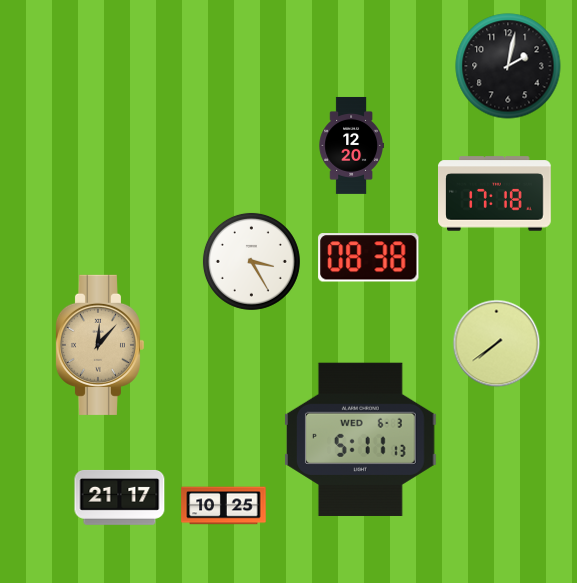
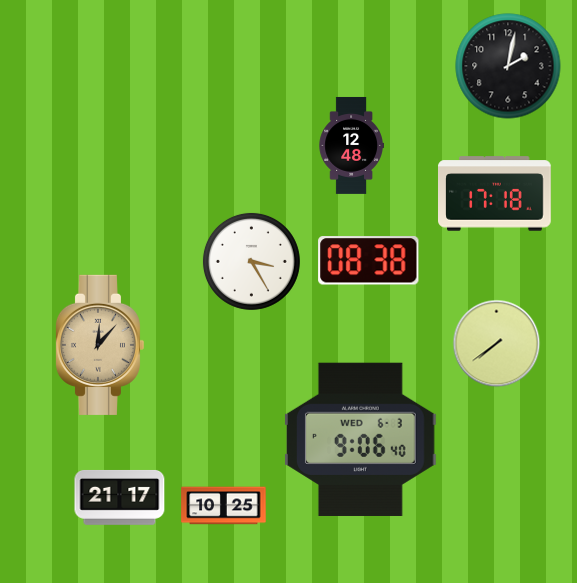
clock at (351, 145): 12:20 -> 12:48
clock at (369, 258) position: (369, 258) -> (369, 261)
clock at (361, 439): 5:11 -> 9:06
